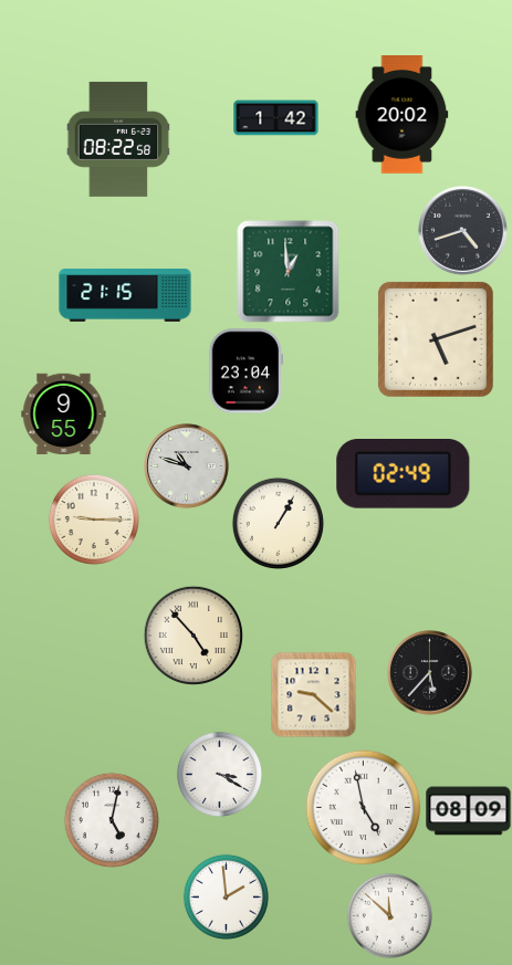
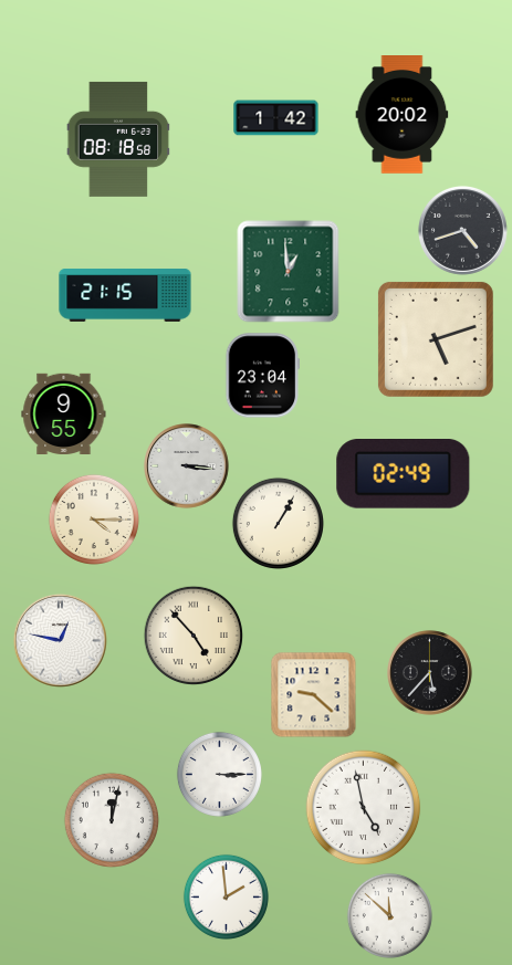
clock at (118, 139): 08:22 -> 08:18
clock at (247, 371) position: (247, 371) -> (263, 376)
clock at (187, 466): 10:48 -> 3:16
clock at (94, 520): 9:15 -> 4:15
clock at (60, 640): none -> 12:47
clock at (219, 774): 3:20 -> 3:15
clock at (469, 811): 08:09 -> none
clock at (112, 820): 5:02 -> 12:02
